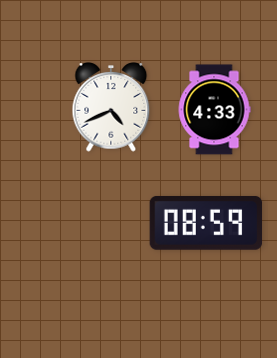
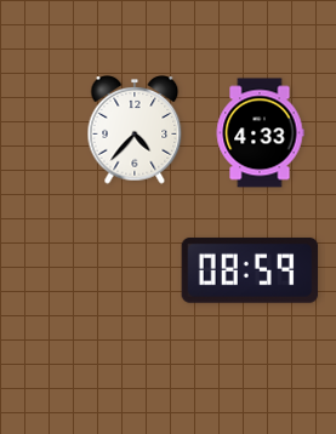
clock at (111, 107): 4:41 -> 4:37
